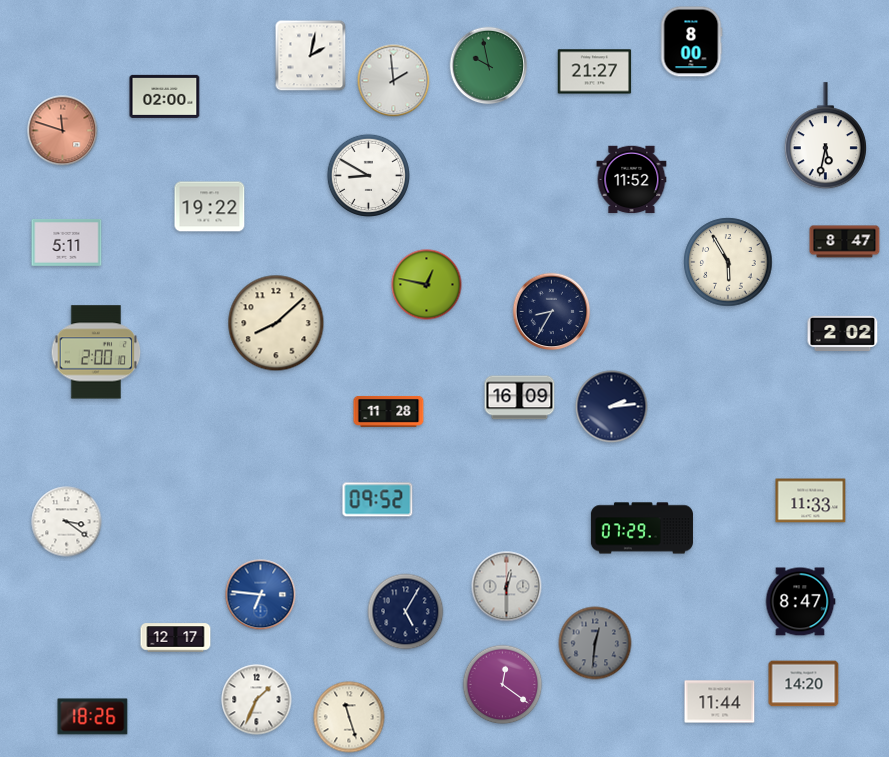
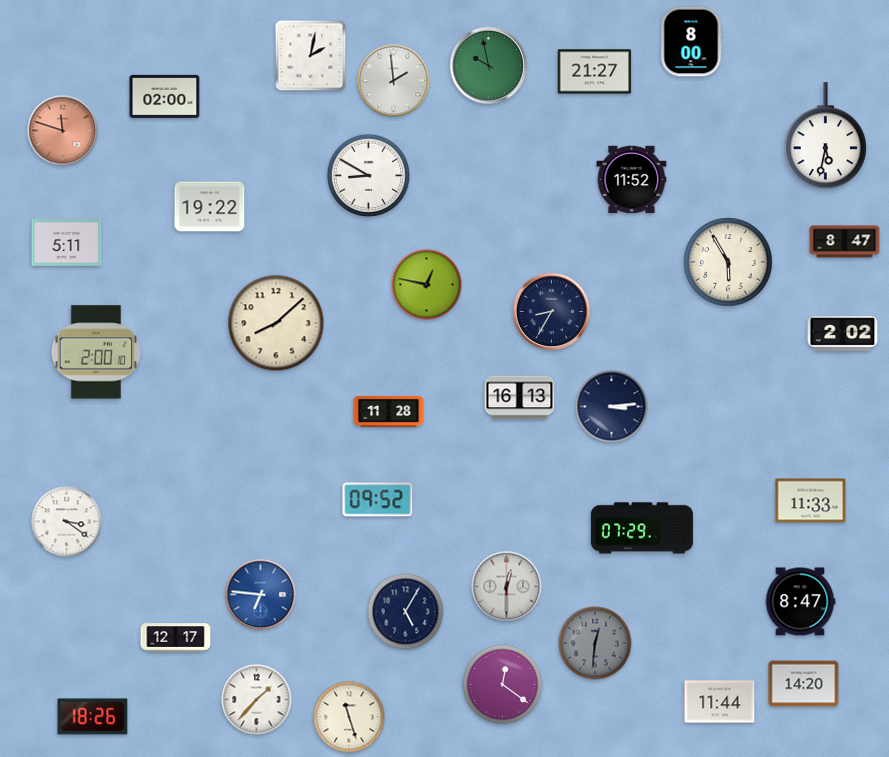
clock at (520, 398): 16:09 -> 16:13
clock at (612, 407): 2:14 -> 3:14
clock at (257, 700): 1:34 -> 1:37
